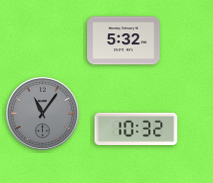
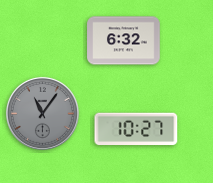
clock at (124, 41): 5:32 -> 6:32
clock at (136, 129): 10:32 -> 10:27
